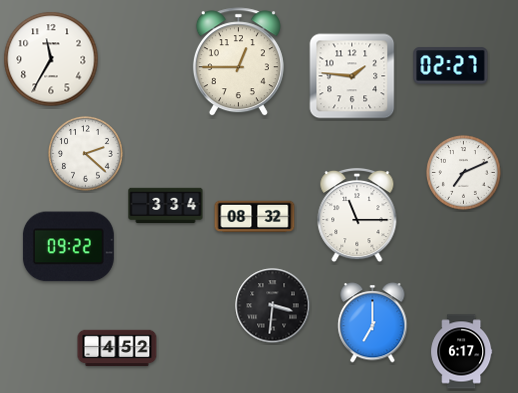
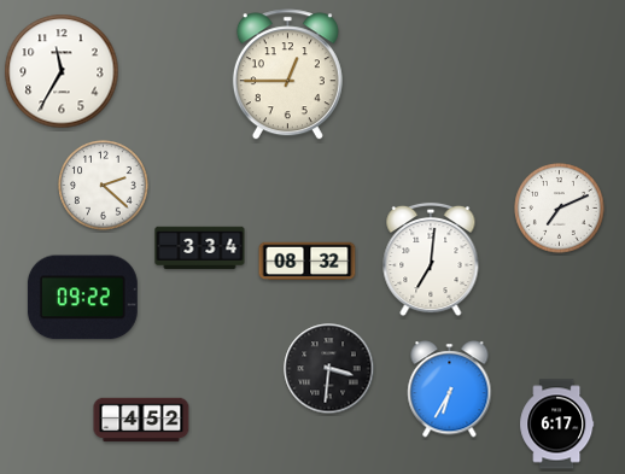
clock at (451, 66): 02:27 -> none
clock at (352, 76): 1:46 -> none
clock at (357, 215): 11:15 -> 7:01
clock at (373, 323): 7:00 -> 6:35
